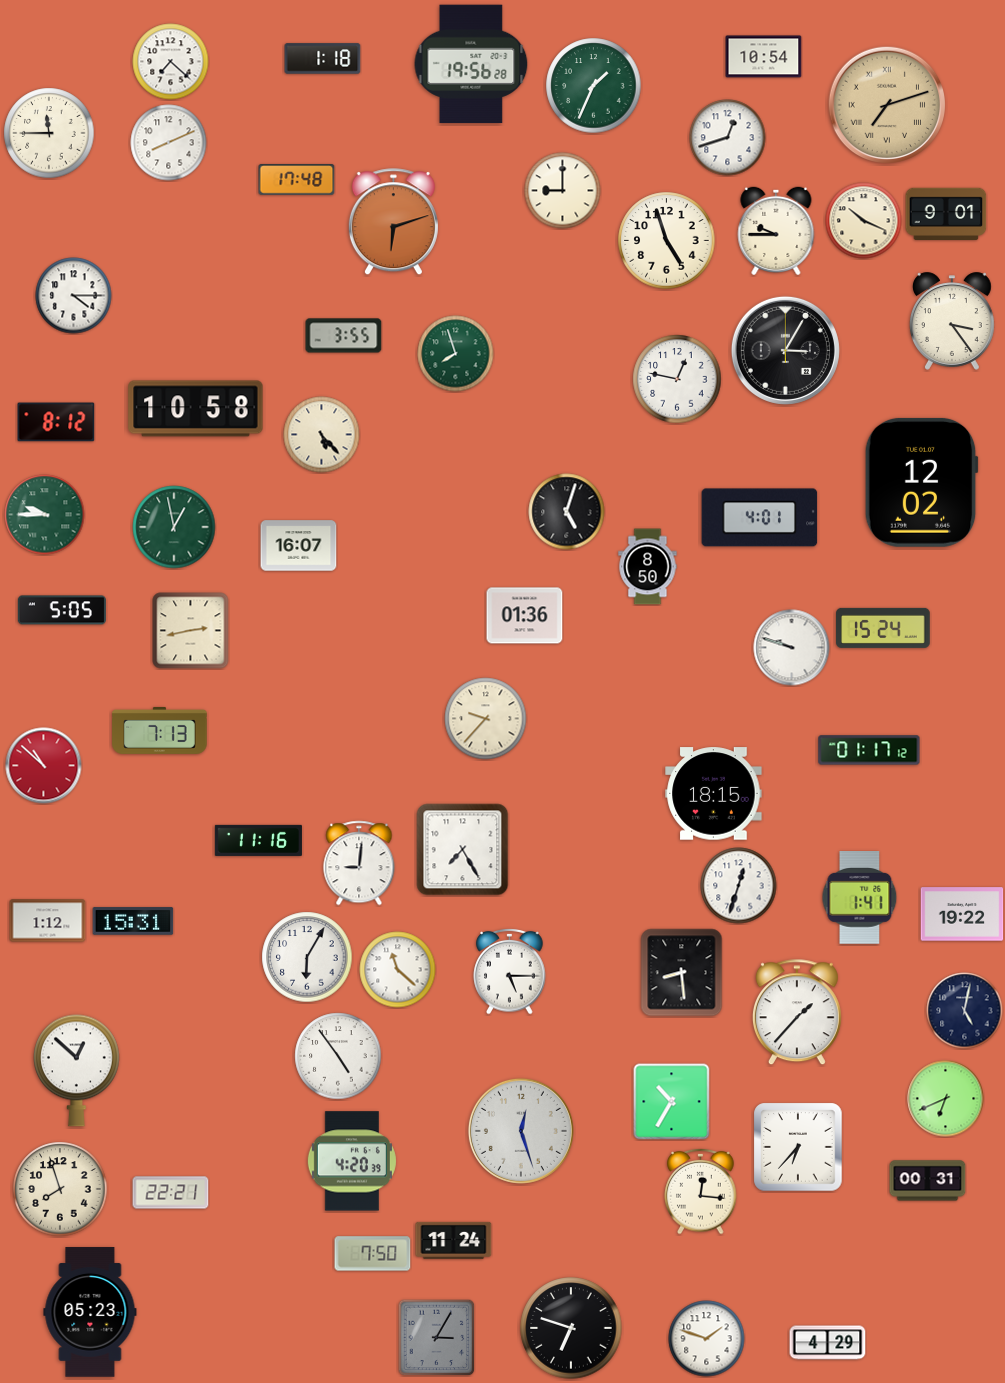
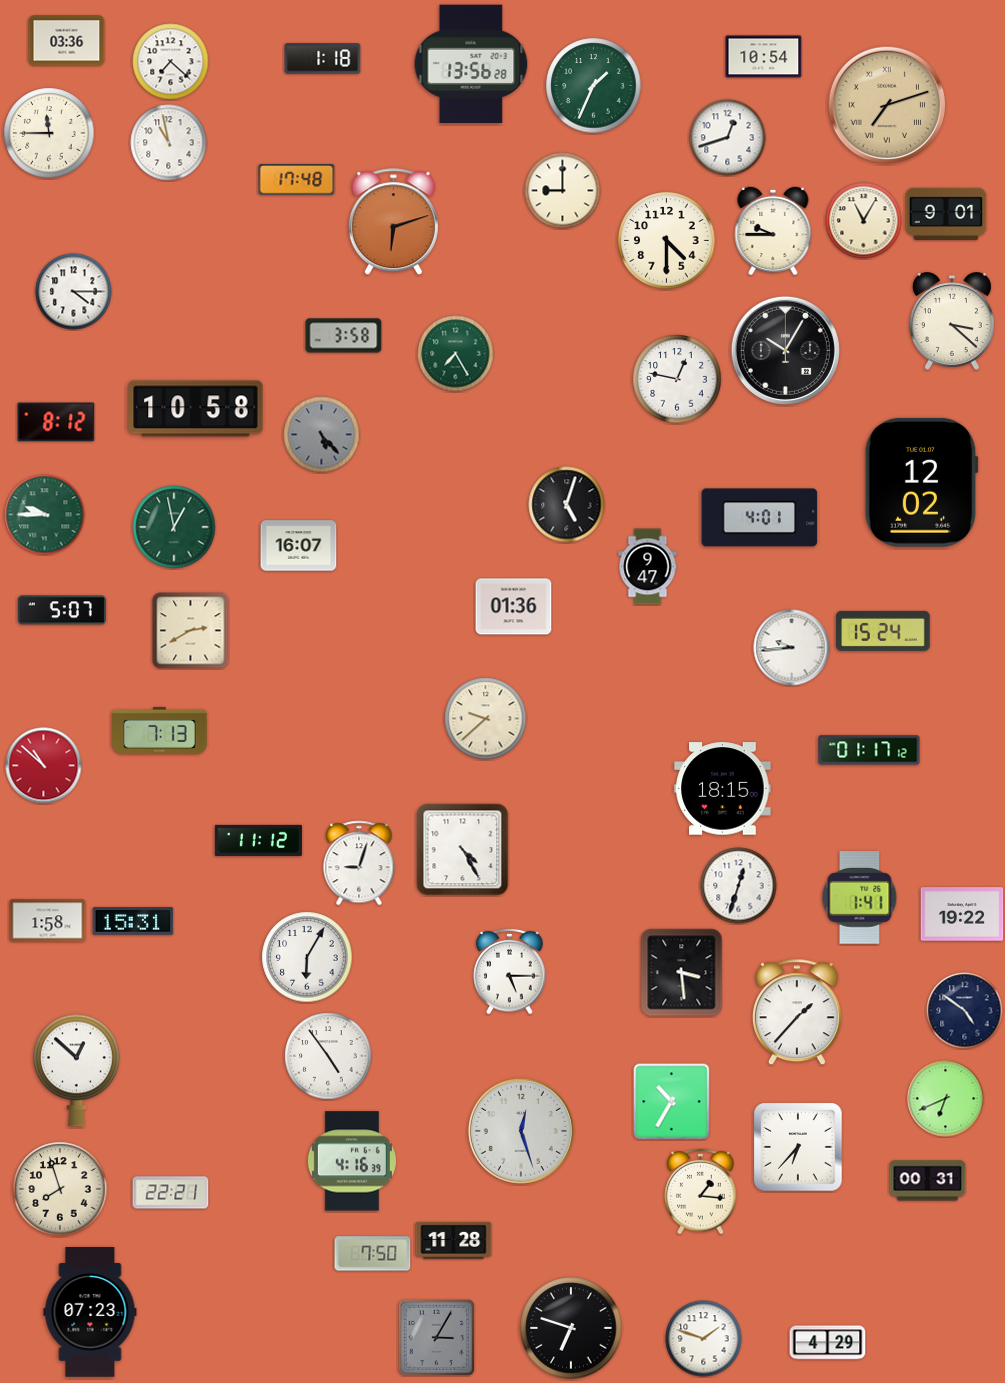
clock at (67, 41): none -> 03:36
clock at (471, 64): 19:56 -> 13:56
clock at (169, 143): 8:11 -> 10:58
clock at (864, 221): 10:19 -> 11:05
clock at (776, 230) position: (776, 230) -> (773, 230)
clock at (667, 241): 4:57 -> 4:30
clock at (74, 296) position: (74, 296) -> (74, 292)
clock at (953, 321): 3:24 -> 3:22
clock at (344, 336): 3:55 -> 3:58
clock at (785, 350): 3:05 -> 10:05
clock at (456, 354): 7:57 -> 7:25
clock at (322, 435) dial: cream -> grey
clock at (567, 512) position: (567, 512) -> (567, 505)
clock at (648, 567): 8:50 -> 9:47
clock at (62, 610): 5:05 -> 5:07
clock at (525, 616) position: (525, 616) -> (514, 607)
clock at (883, 628) position: (883, 628) -> (883, 631)
clock at (191, 631): 2:43 -> 2:40
clock at (792, 648): 9:48 -> 9:44
clock at (486, 719): 9:37 -> 9:38
clock at (714, 794) position: (714, 794) -> (723, 789)
clock at (258, 840): 11:16 -> 11:12
clock at (463, 850): 7:25 -> 4:25
clock at (359, 863): 9:01 -> 9:03
clock at (48, 921): 1:12 -> 1:58
clock at (398, 970): 11:22 -> none
clock at (682, 973): 8:29 -> 3:29
clock at (965, 1011): 5:02 -> 4:51
clock at (338, 1056) position: (338, 1056) -> (328, 1056)
clock at (352, 1161): 4:20 -> 4:16
clock at (701, 1191): 12:16 -> 1:16
clock at (454, 1240): 11:24 -> 11:28
clock at (90, 1312): 05:23 -> 07:23
clock at (707, 1339) position: (707, 1339) -> (704, 1339)
